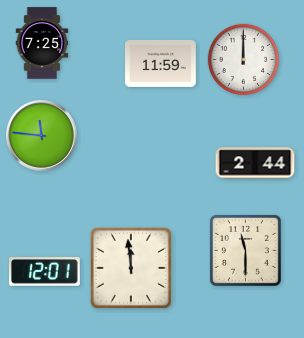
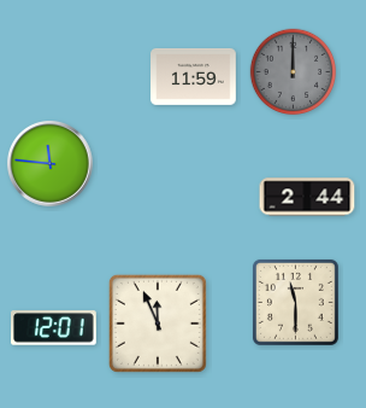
clock at (42, 43): 7:25 -> none
clock at (244, 60) dial: white -> grey
clock at (131, 268): 11:59 -> 11:56
